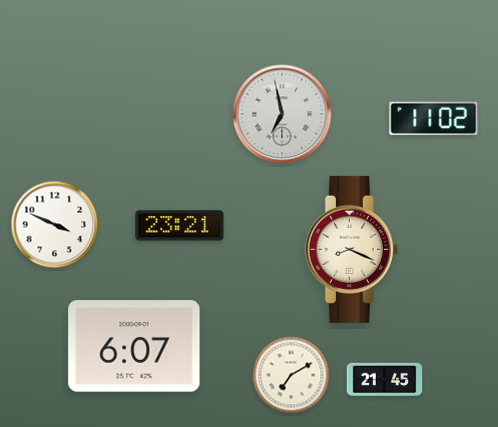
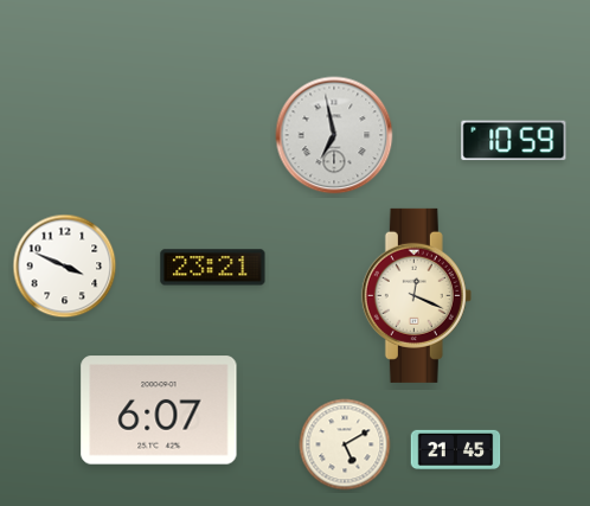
clock at (434, 119): 11:02 -> 10:59
clock at (351, 249): 8:19 -> 12:19
clock at (291, 375): 7:10 -> 5:10
